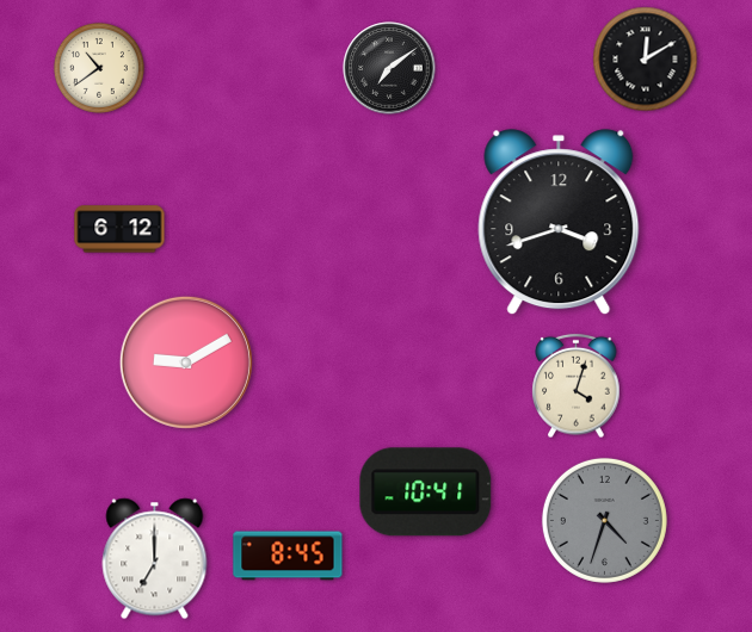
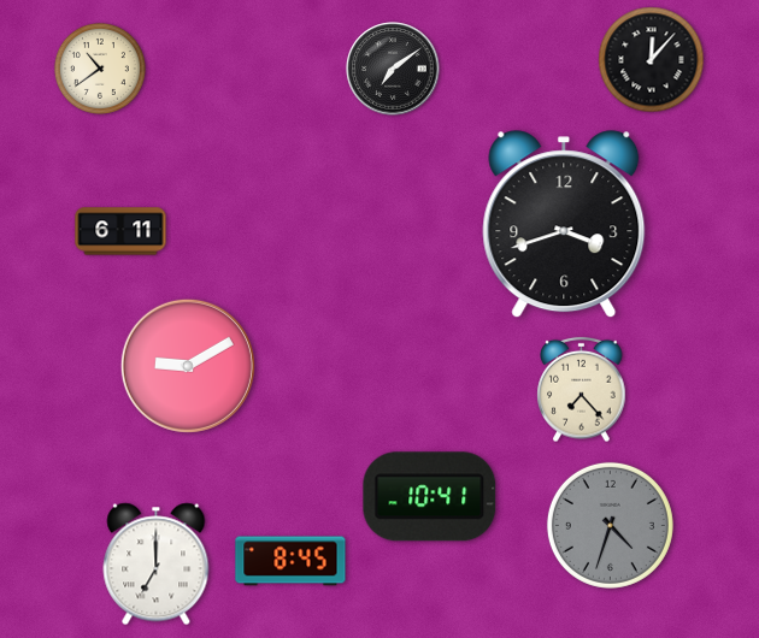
clock at (646, 60): 12:10 -> 12:07
clock at (119, 229): 6:12 -> 6:11
clock at (577, 386): 4:03 -> 7:23
